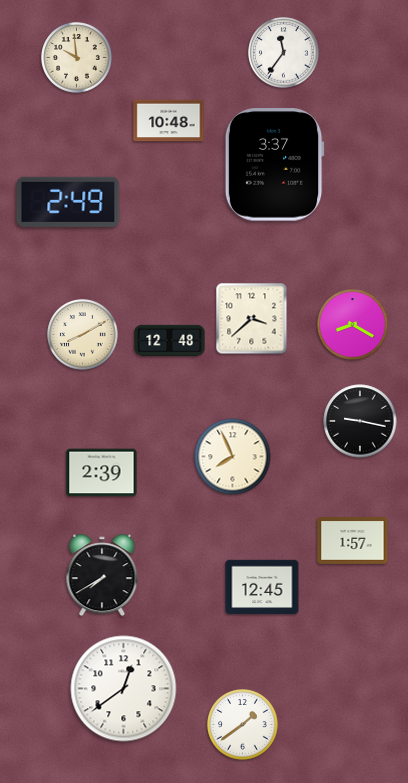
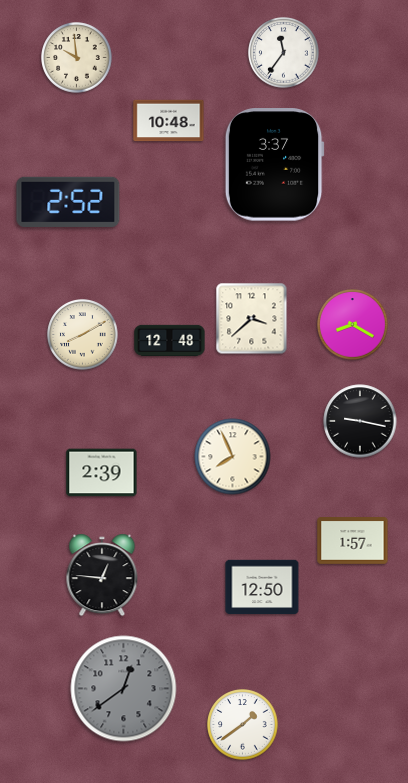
clock at (68, 202): 2:49 -> 2:52
clock at (102, 575): 7:40 -> 12:46
clock at (262, 587): 12:45 -> 12:50
clock at (124, 689) dial: white -> grey
